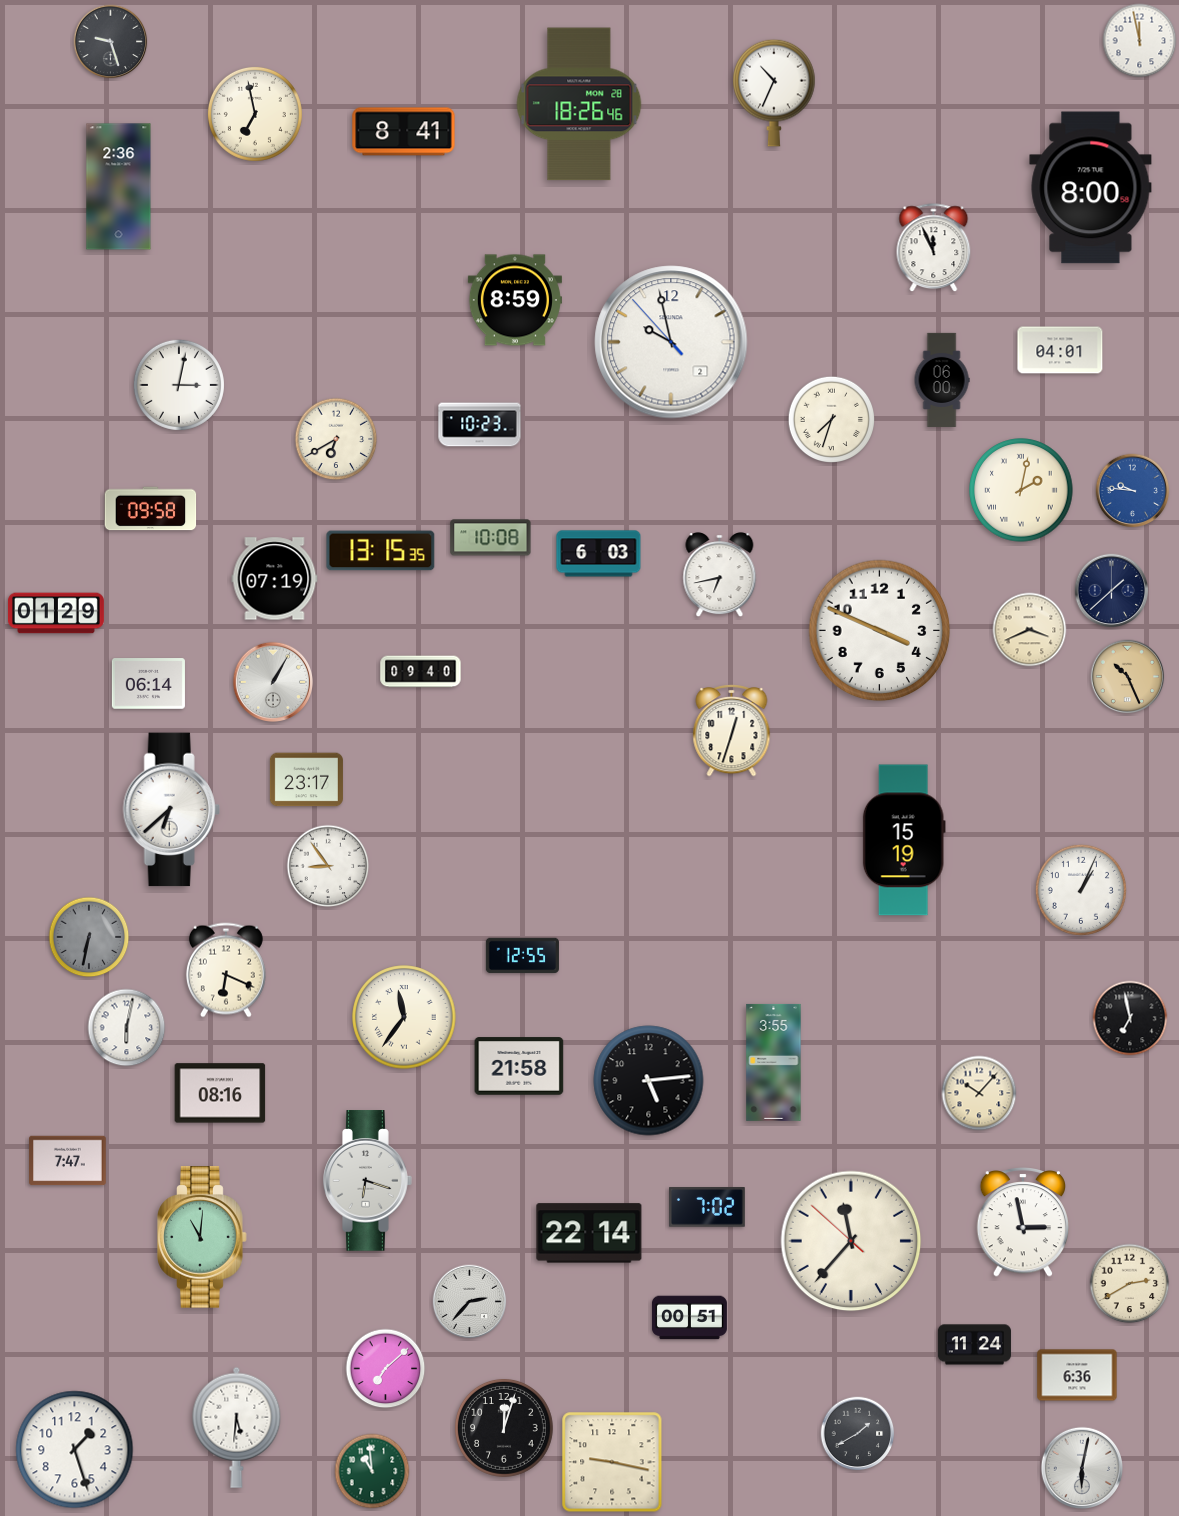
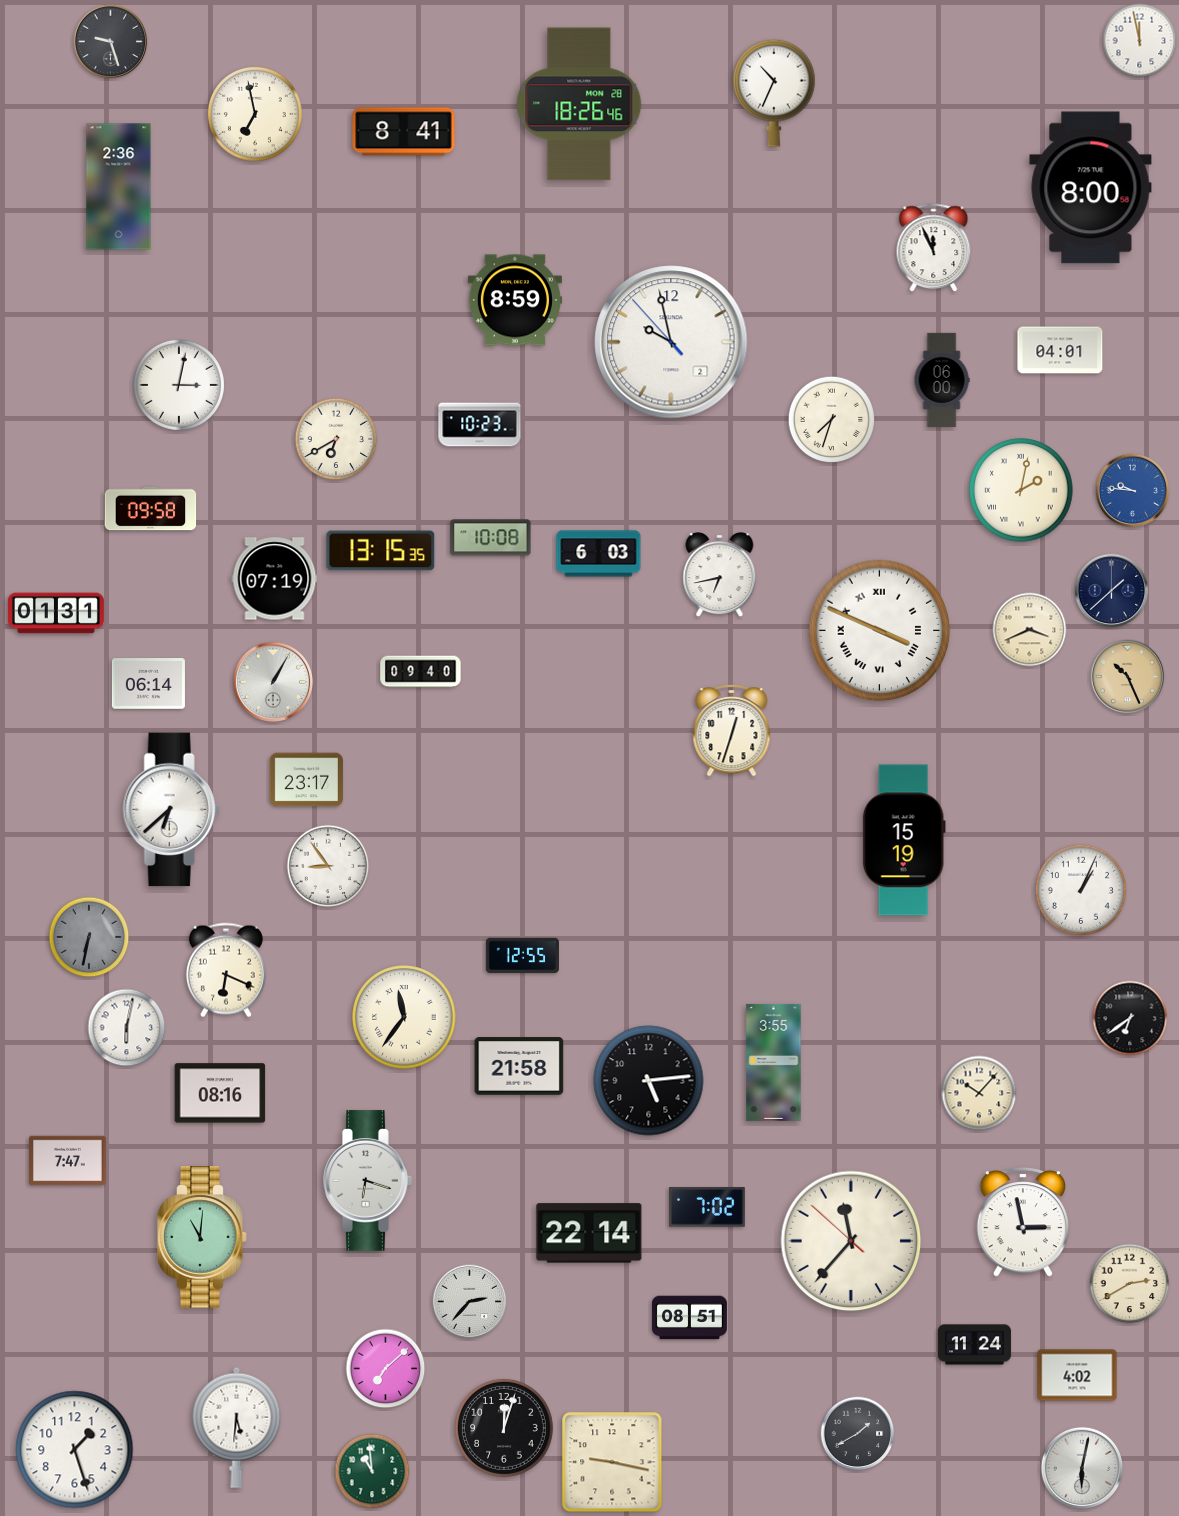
clock at (56, 613): 01:29 -> 01:31
clock at (880, 631) numerals: Arabic -> Roman
clock at (1130, 1018): 6:58 -> 6:39
clock at (689, 1318): 00:51 -> 08:51
clock at (1077, 1375): 6:36 -> 4:02
